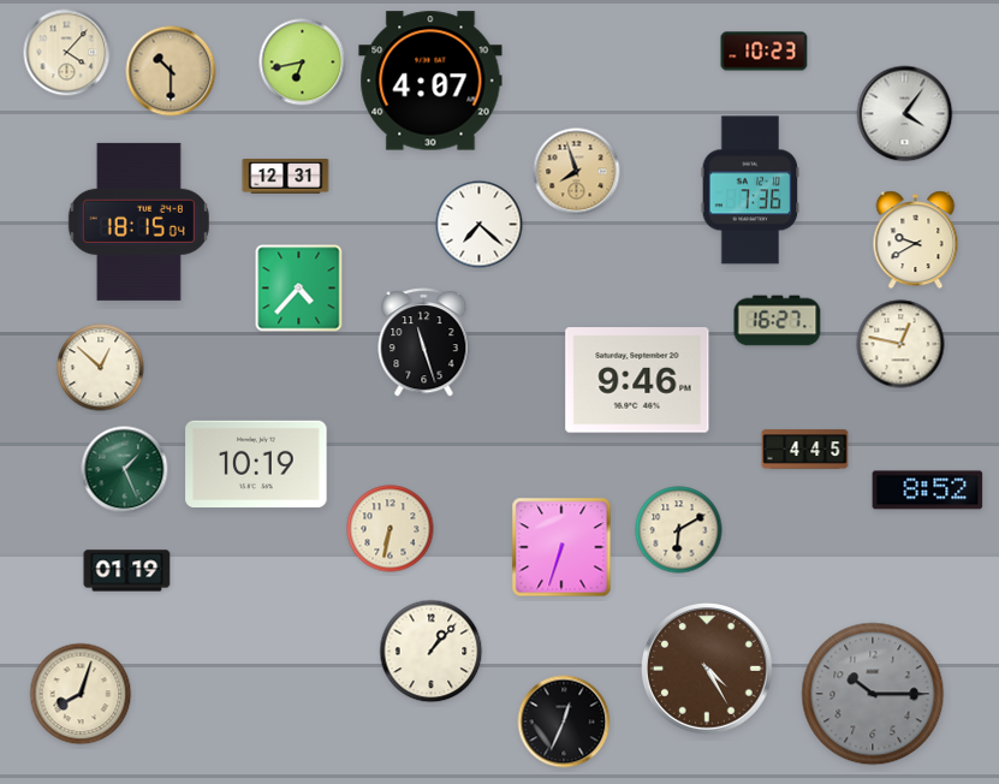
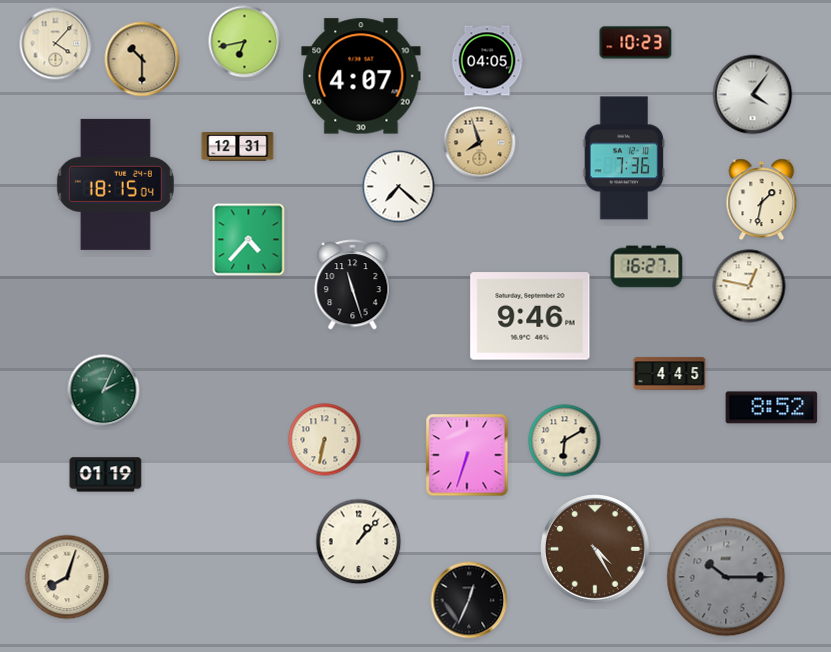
clock at (303, 63) position: (303, 63) -> (245, 42)
clock at (487, 61): none -> 04:05
clock at (430, 81) position: (430, 81) -> (361, 76)
clock at (916, 240): 9:40 -> 1:32
clock at (101, 368): 12:52 -> none
clock at (256, 464): 10:19 -> none
clock at (125, 470): 1:26 -> 2:04
clock at (708, 670) position: (708, 670) -> (596, 550)
